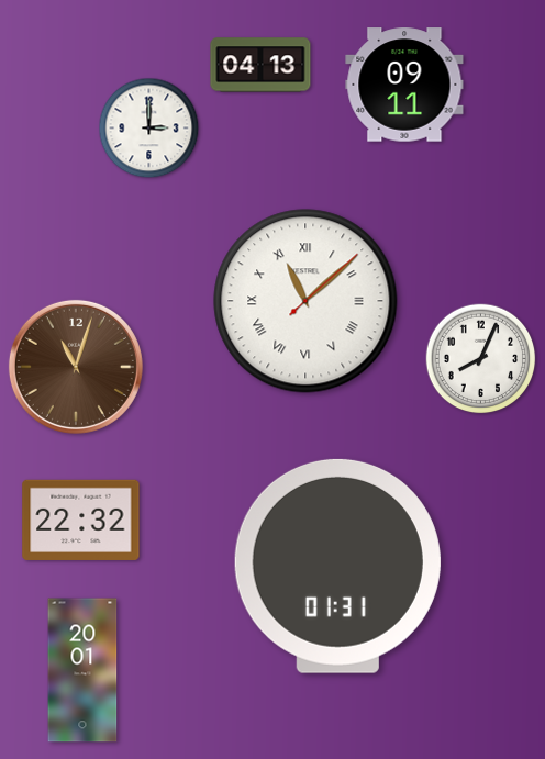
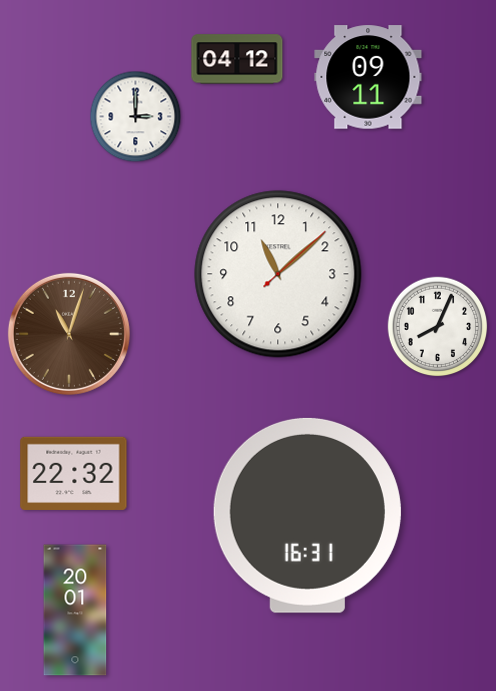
clock at (260, 65): 04:13 -> 04:12
clock at (305, 301) numerals: Roman -> Arabic
clock at (337, 566): 01:31 -> 16:31
